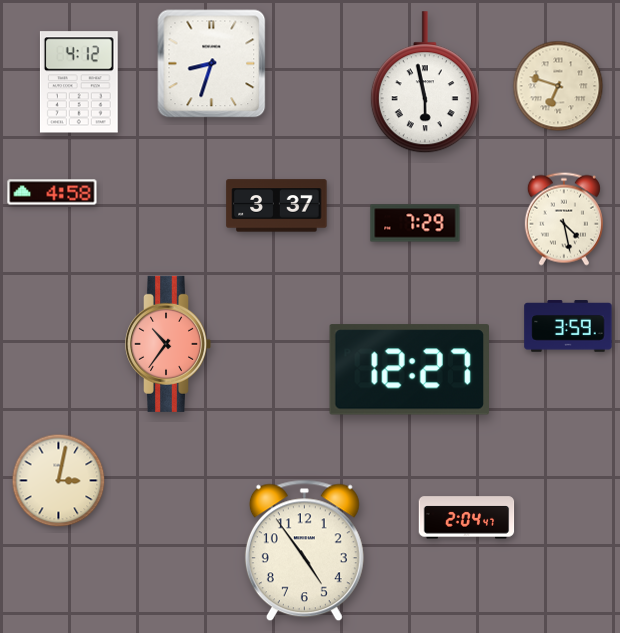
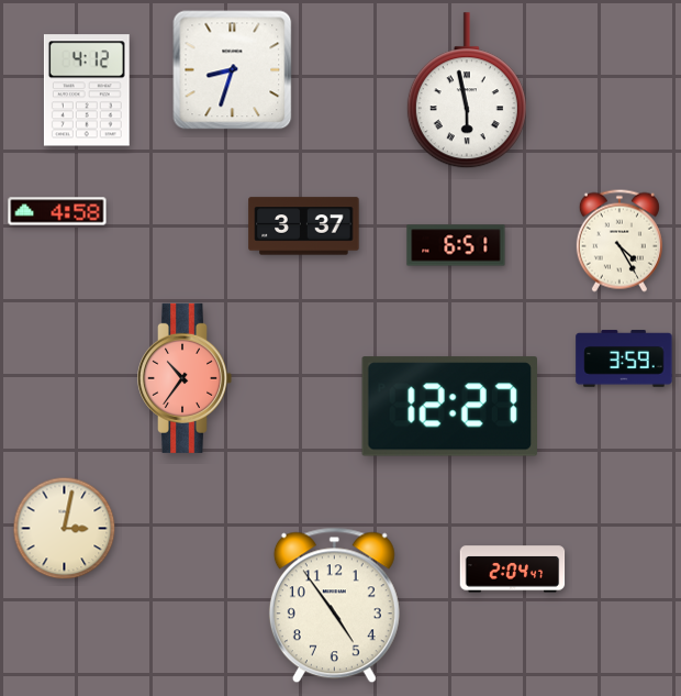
clock at (558, 86): 6:48 -> none
clock at (564, 219): 4:28 -> 4:25
clock at (415, 223): 7:29 -> 6:51
